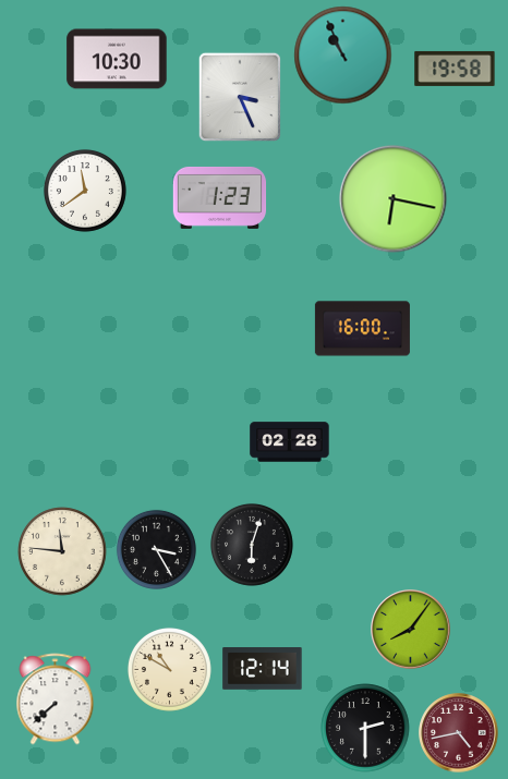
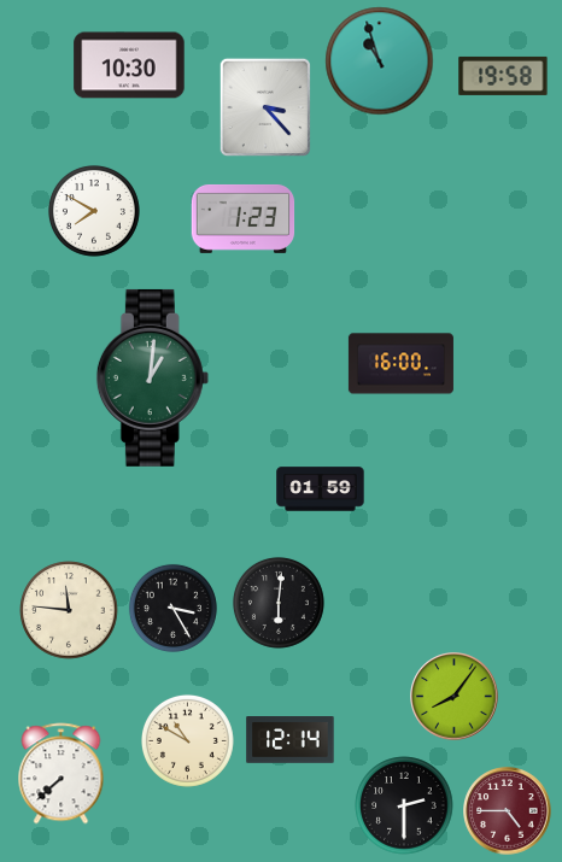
clock at (343, 56): 10:56 -> 10:57
clock at (239, 96): 3:26 -> 3:23
clock at (85, 191): 11:39 -> 7:50
clock at (394, 199): 6:17 -> none
clock at (152, 377): none -> 1:01
clock at (290, 442): 02:28 -> 01:59
clock at (252, 545): 6:03 -> 6:01
clock at (459, 733): 4:43 -> 4:45
